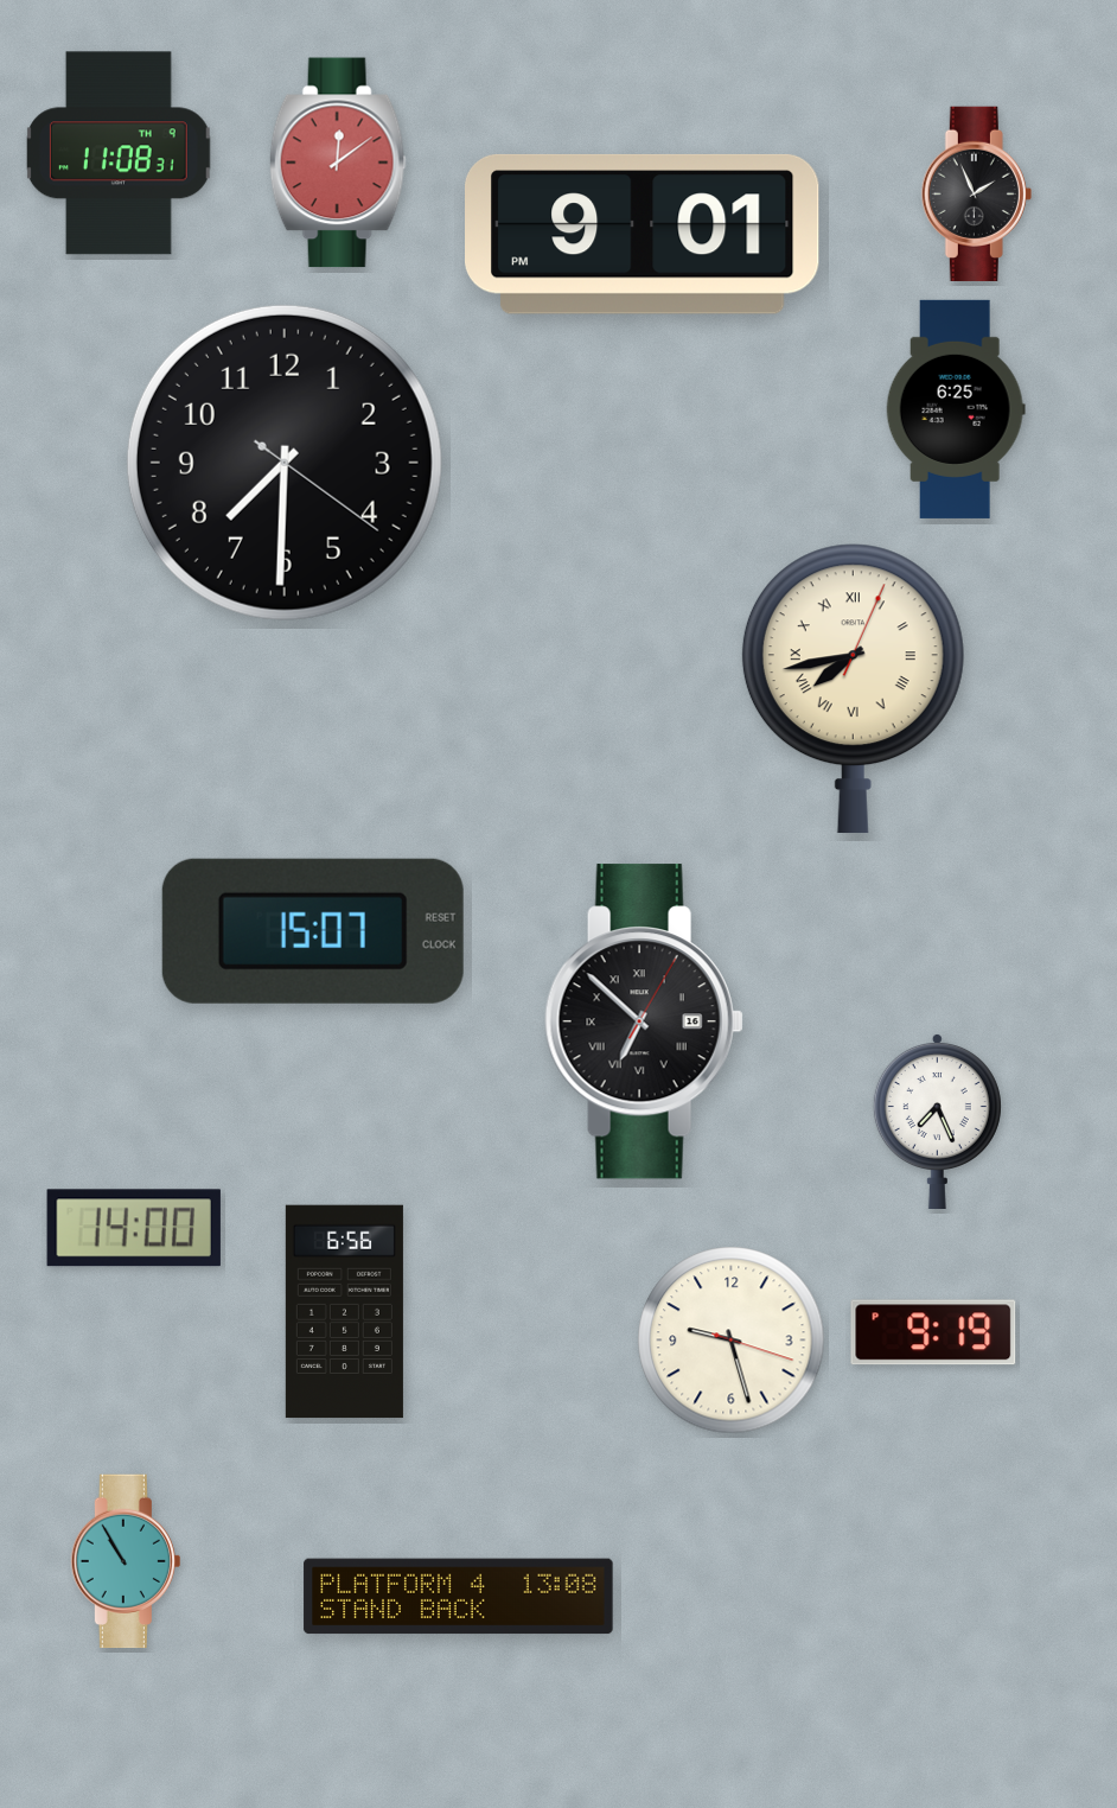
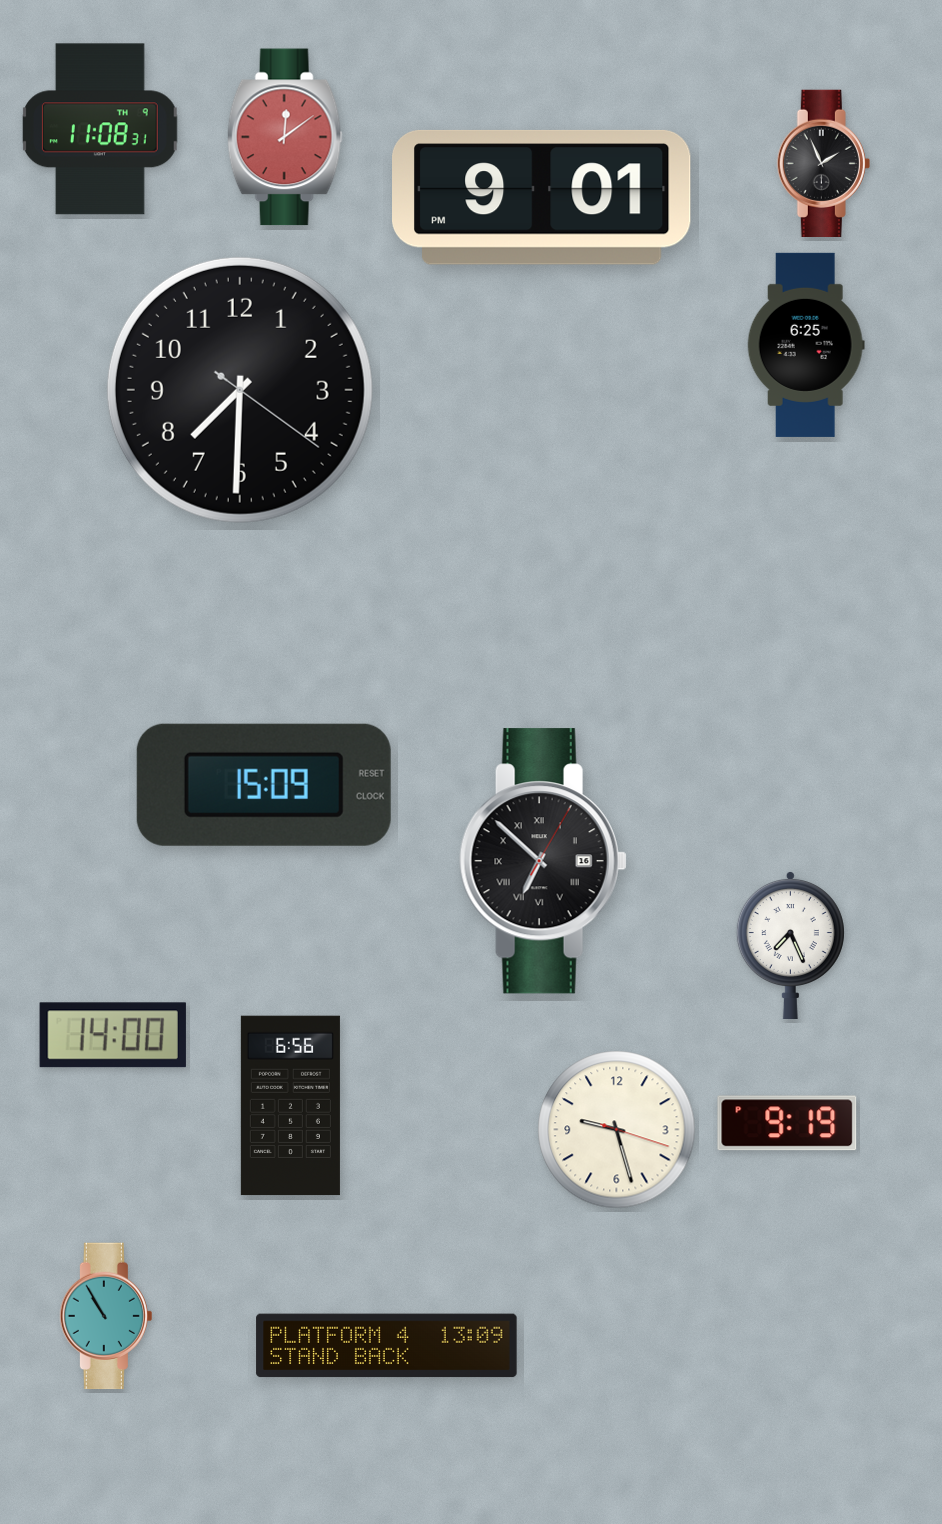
clock at (853, 689): 7:43 -> none
clock at (313, 931): 15:07 -> 15:09
clock at (459, 1597): 13:08 -> 13:09
